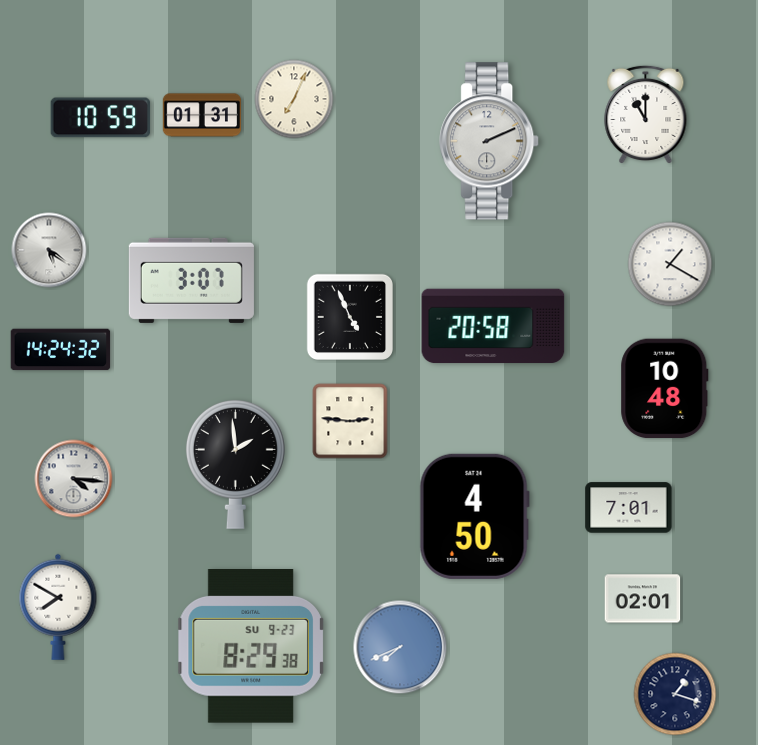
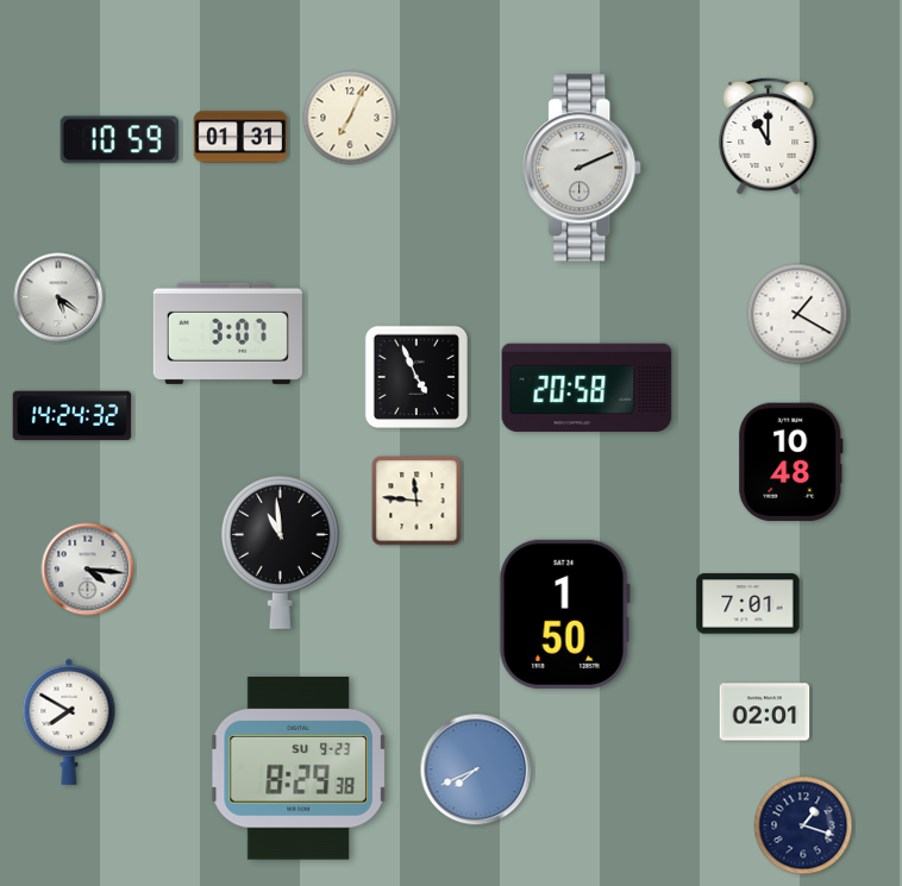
clock at (350, 421): 2:46 -> 11:46
clock at (235, 464): 1:59 -> 10:59
clock at (474, 516): 4:50 -> 1:50
